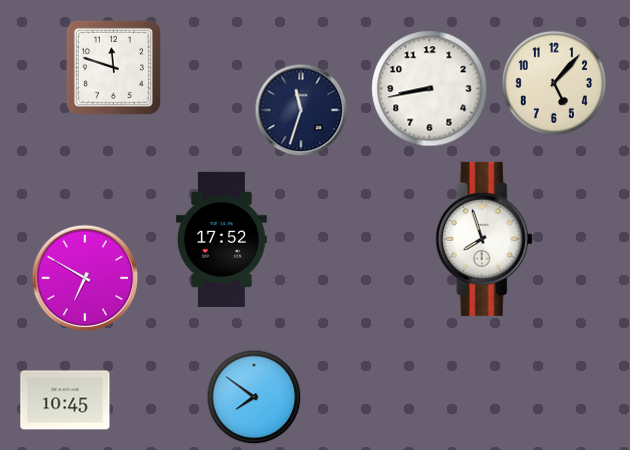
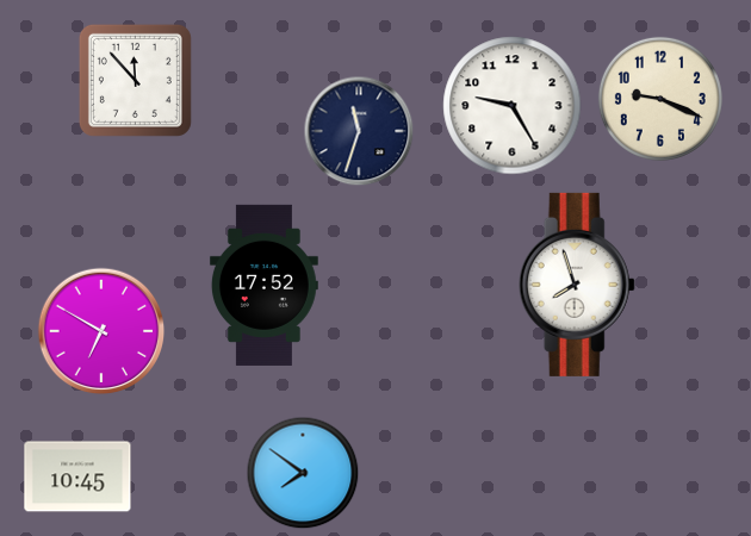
clock at (113, 67): 11:48 -> 11:53
clock at (554, 83): 5:07 -> 9:19
clock at (430, 89): 8:43 -> 9:25
